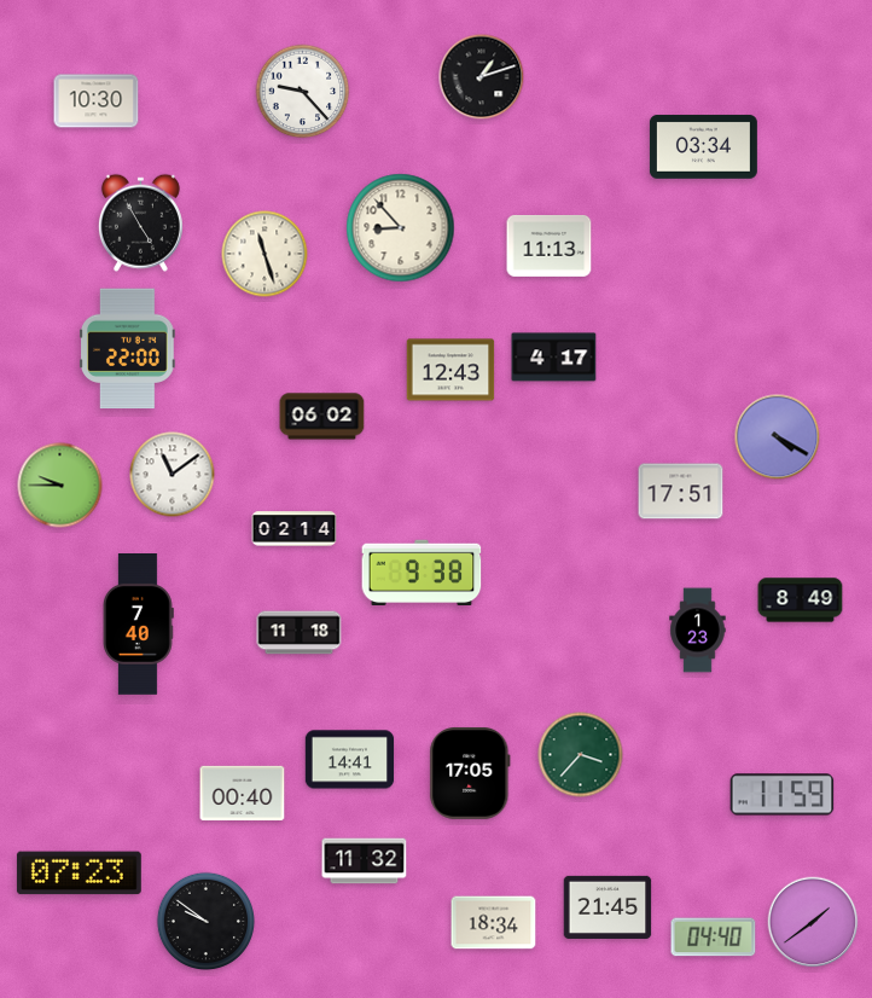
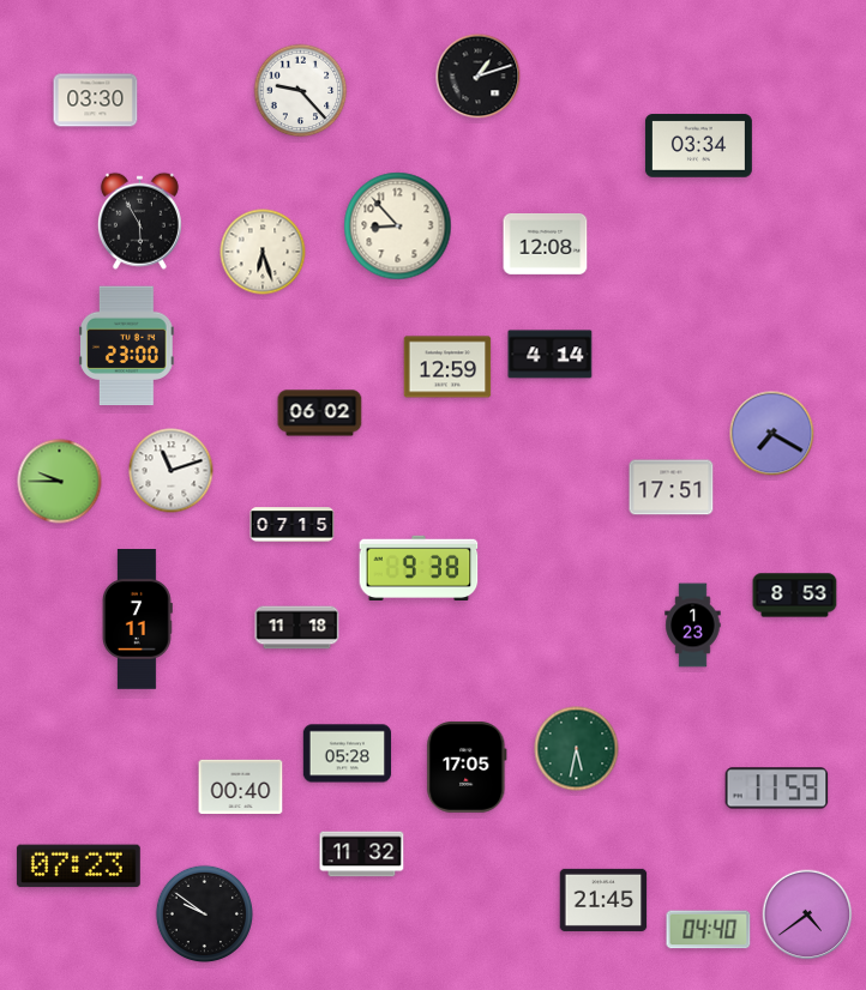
clock at (97, 101): 10:30 -> 03:30
clock at (140, 222): 4:55 -> 5:55
clock at (550, 245): 11:13 -> 12:08
clock at (264, 254): 11:27 -> 6:27
clock at (128, 349): 22:00 -> 23:00
clock at (554, 358): 4:17 -> 4:14
clock at (450, 370): 12:43 -> 12:59
clock at (778, 437): 4:20 -> 7:20
clock at (173, 475): 11:09 -> 11:12
clock at (681, 492) position: (681, 492) -> (672, 488)
clock at (295, 529): 02:14 -> 07:15
clock at (801, 600): 8:49 -> 8:53
clock at (138, 625): 7:40 -> 7:11
clock at (581, 755): 3:37 -> 5:32
clock at (350, 760): 14:41 -> 05:28
clock at (813, 922): 1:39 -> 4:39
clock at (494, 923): 18:34 -> none
